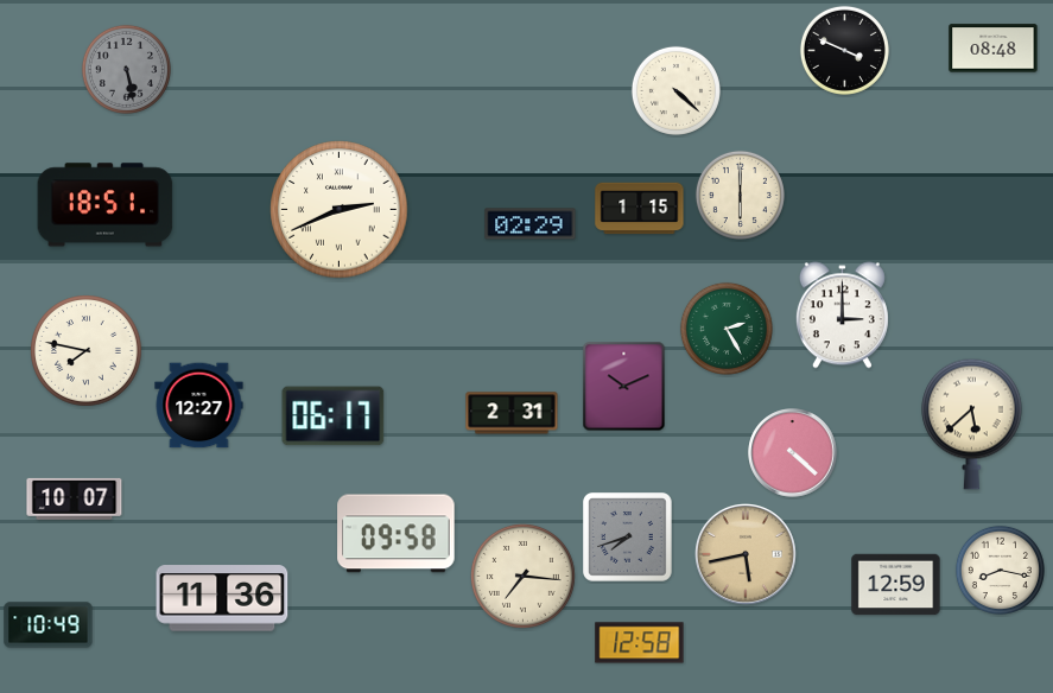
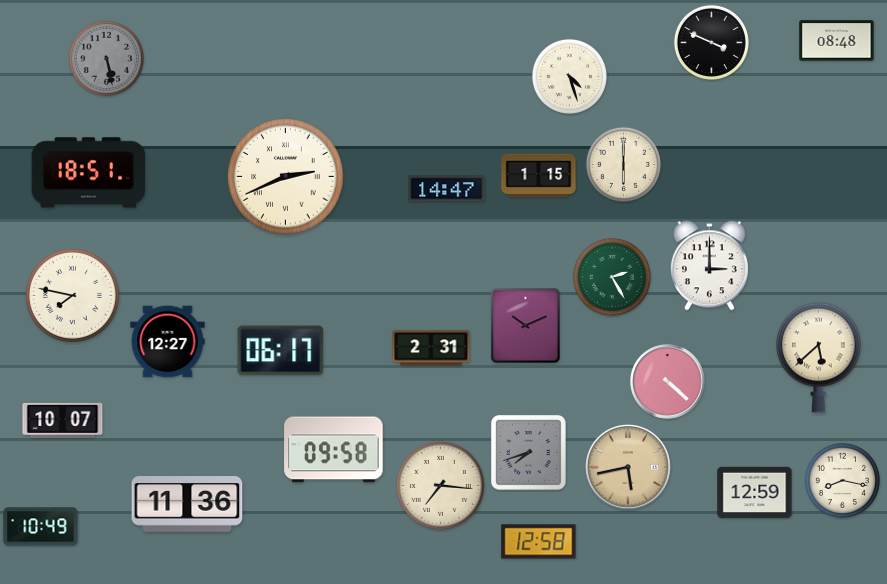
clock at (675, 90): 4:22 -> 4:27
clock at (531, 224): 02:29 -> 14:47
